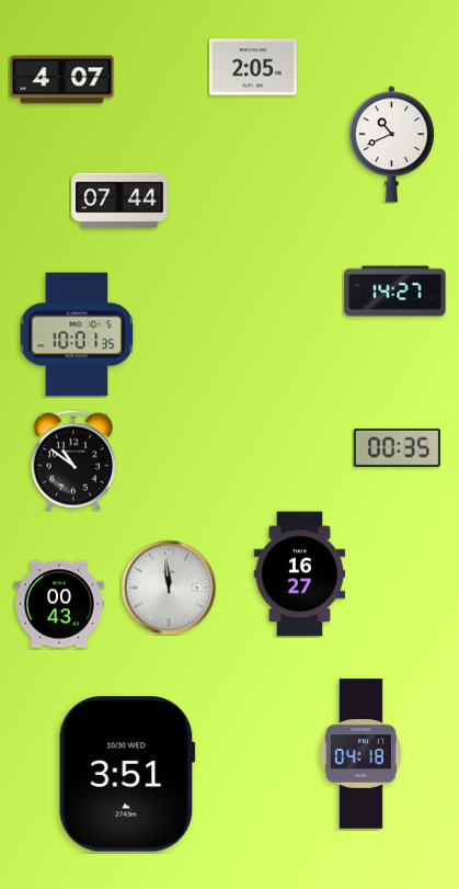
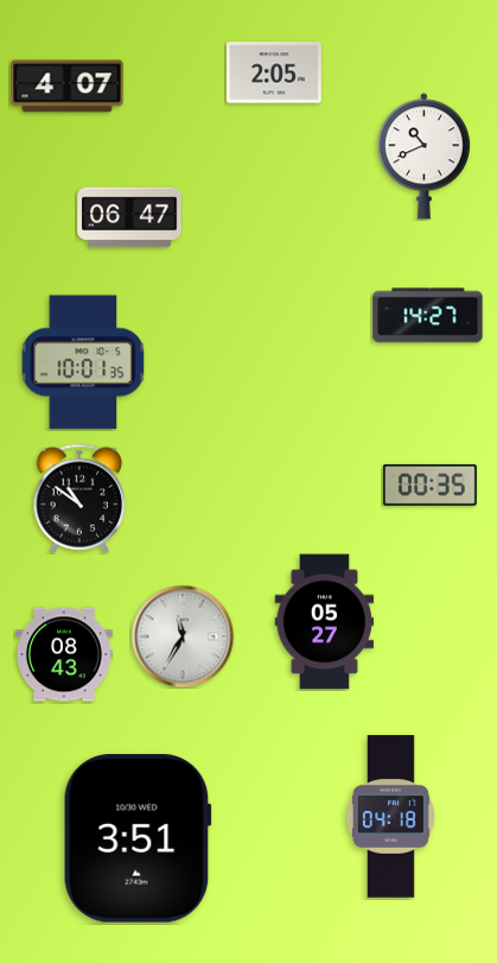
clock at (119, 201): 07:44 -> 06:47
clock at (300, 574): 16:27 -> 05:27
clock at (169, 588): 11:59 -> 11:35
clock at (60, 604): 00:43 -> 08:43
